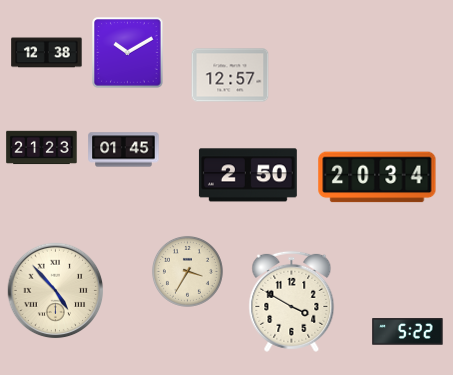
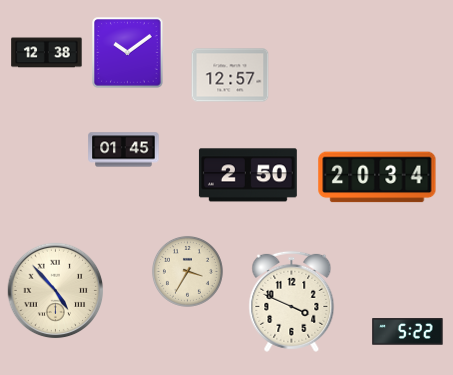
clock at (128, 53): 10:10 -> 10:09
clock at (42, 148): 21:23 -> none
clock at (292, 301): 3:50 -> 3:49
